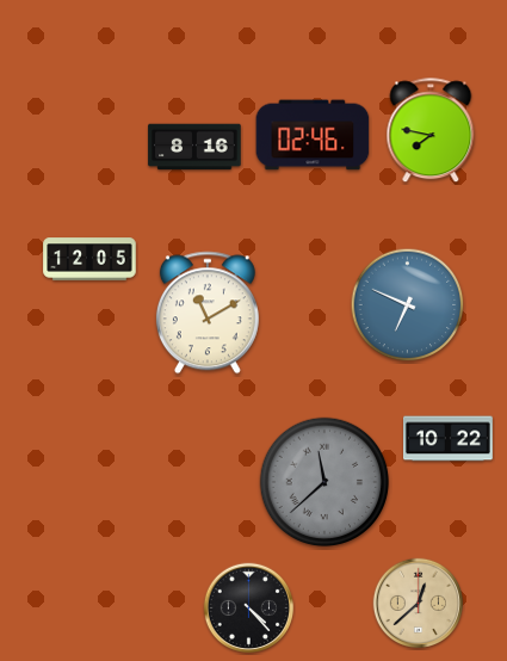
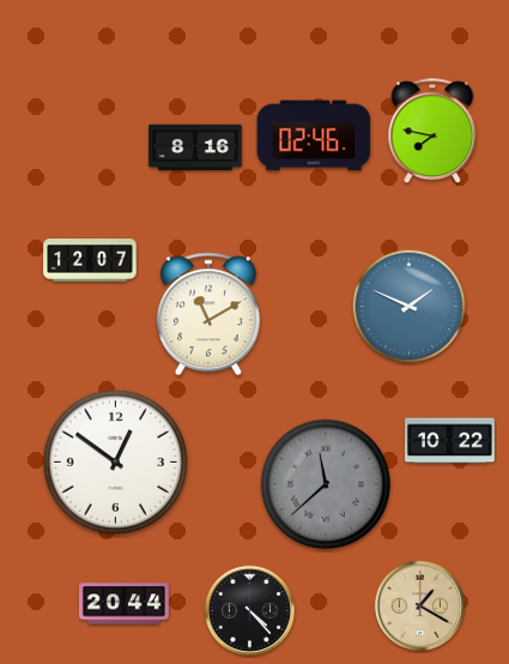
clock at (89, 259): 12:05 -> 12:07
clock at (408, 305): 6:49 -> 1:49
clock at (115, 461): none -> 12:51
clock at (123, 604): none -> 20:44
clock at (419, 604): 12:38 -> 1:20
